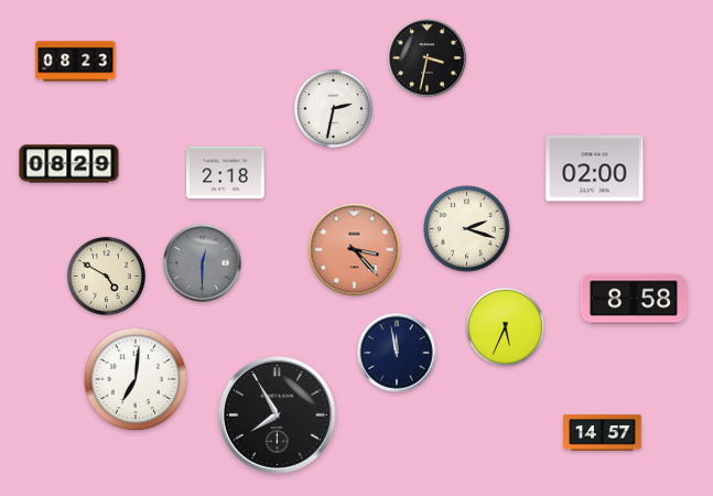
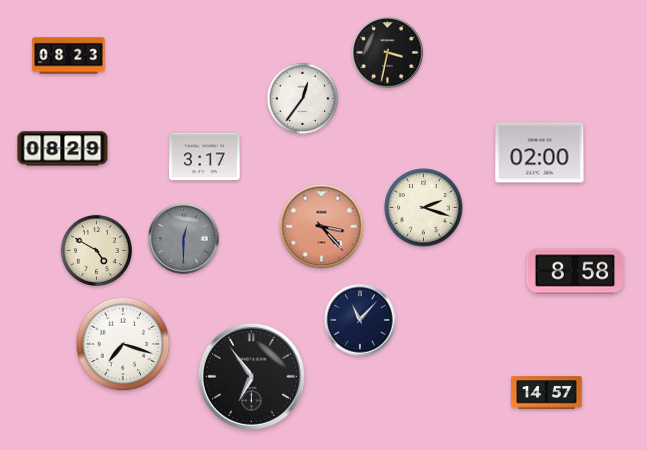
clock at (333, 108): 2:32 -> 12:36
clock at (226, 173): 2:18 -> 3:17
clock at (505, 326): 5:34 -> none
clock at (397, 353): 11:58 -> 11:07
clock at (136, 379): 7:01 -> 7:18
clock at (277, 414): 7:55 -> 6:54
